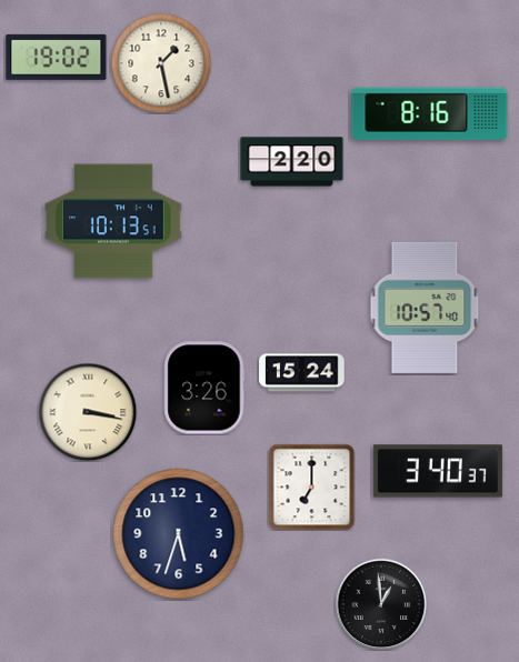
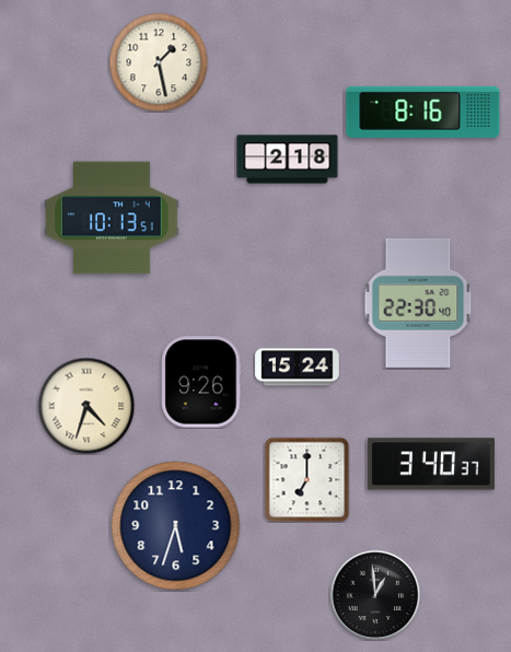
clock at (57, 57): 19:02 -> none
clock at (292, 162): 2:20 -> 2:18
clock at (425, 308): 10:57 -> 22:30
clock at (204, 388): 3:26 -> 9:26
clock at (88, 412): 3:17 -> 4:33
